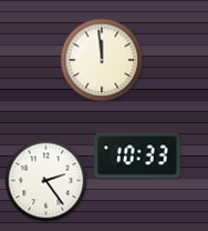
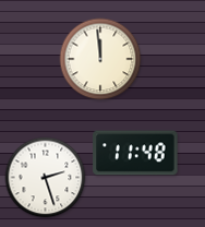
clock at (137, 155): 10:33 -> 11:48
clock at (46, 181): 2:24 -> 2:27
